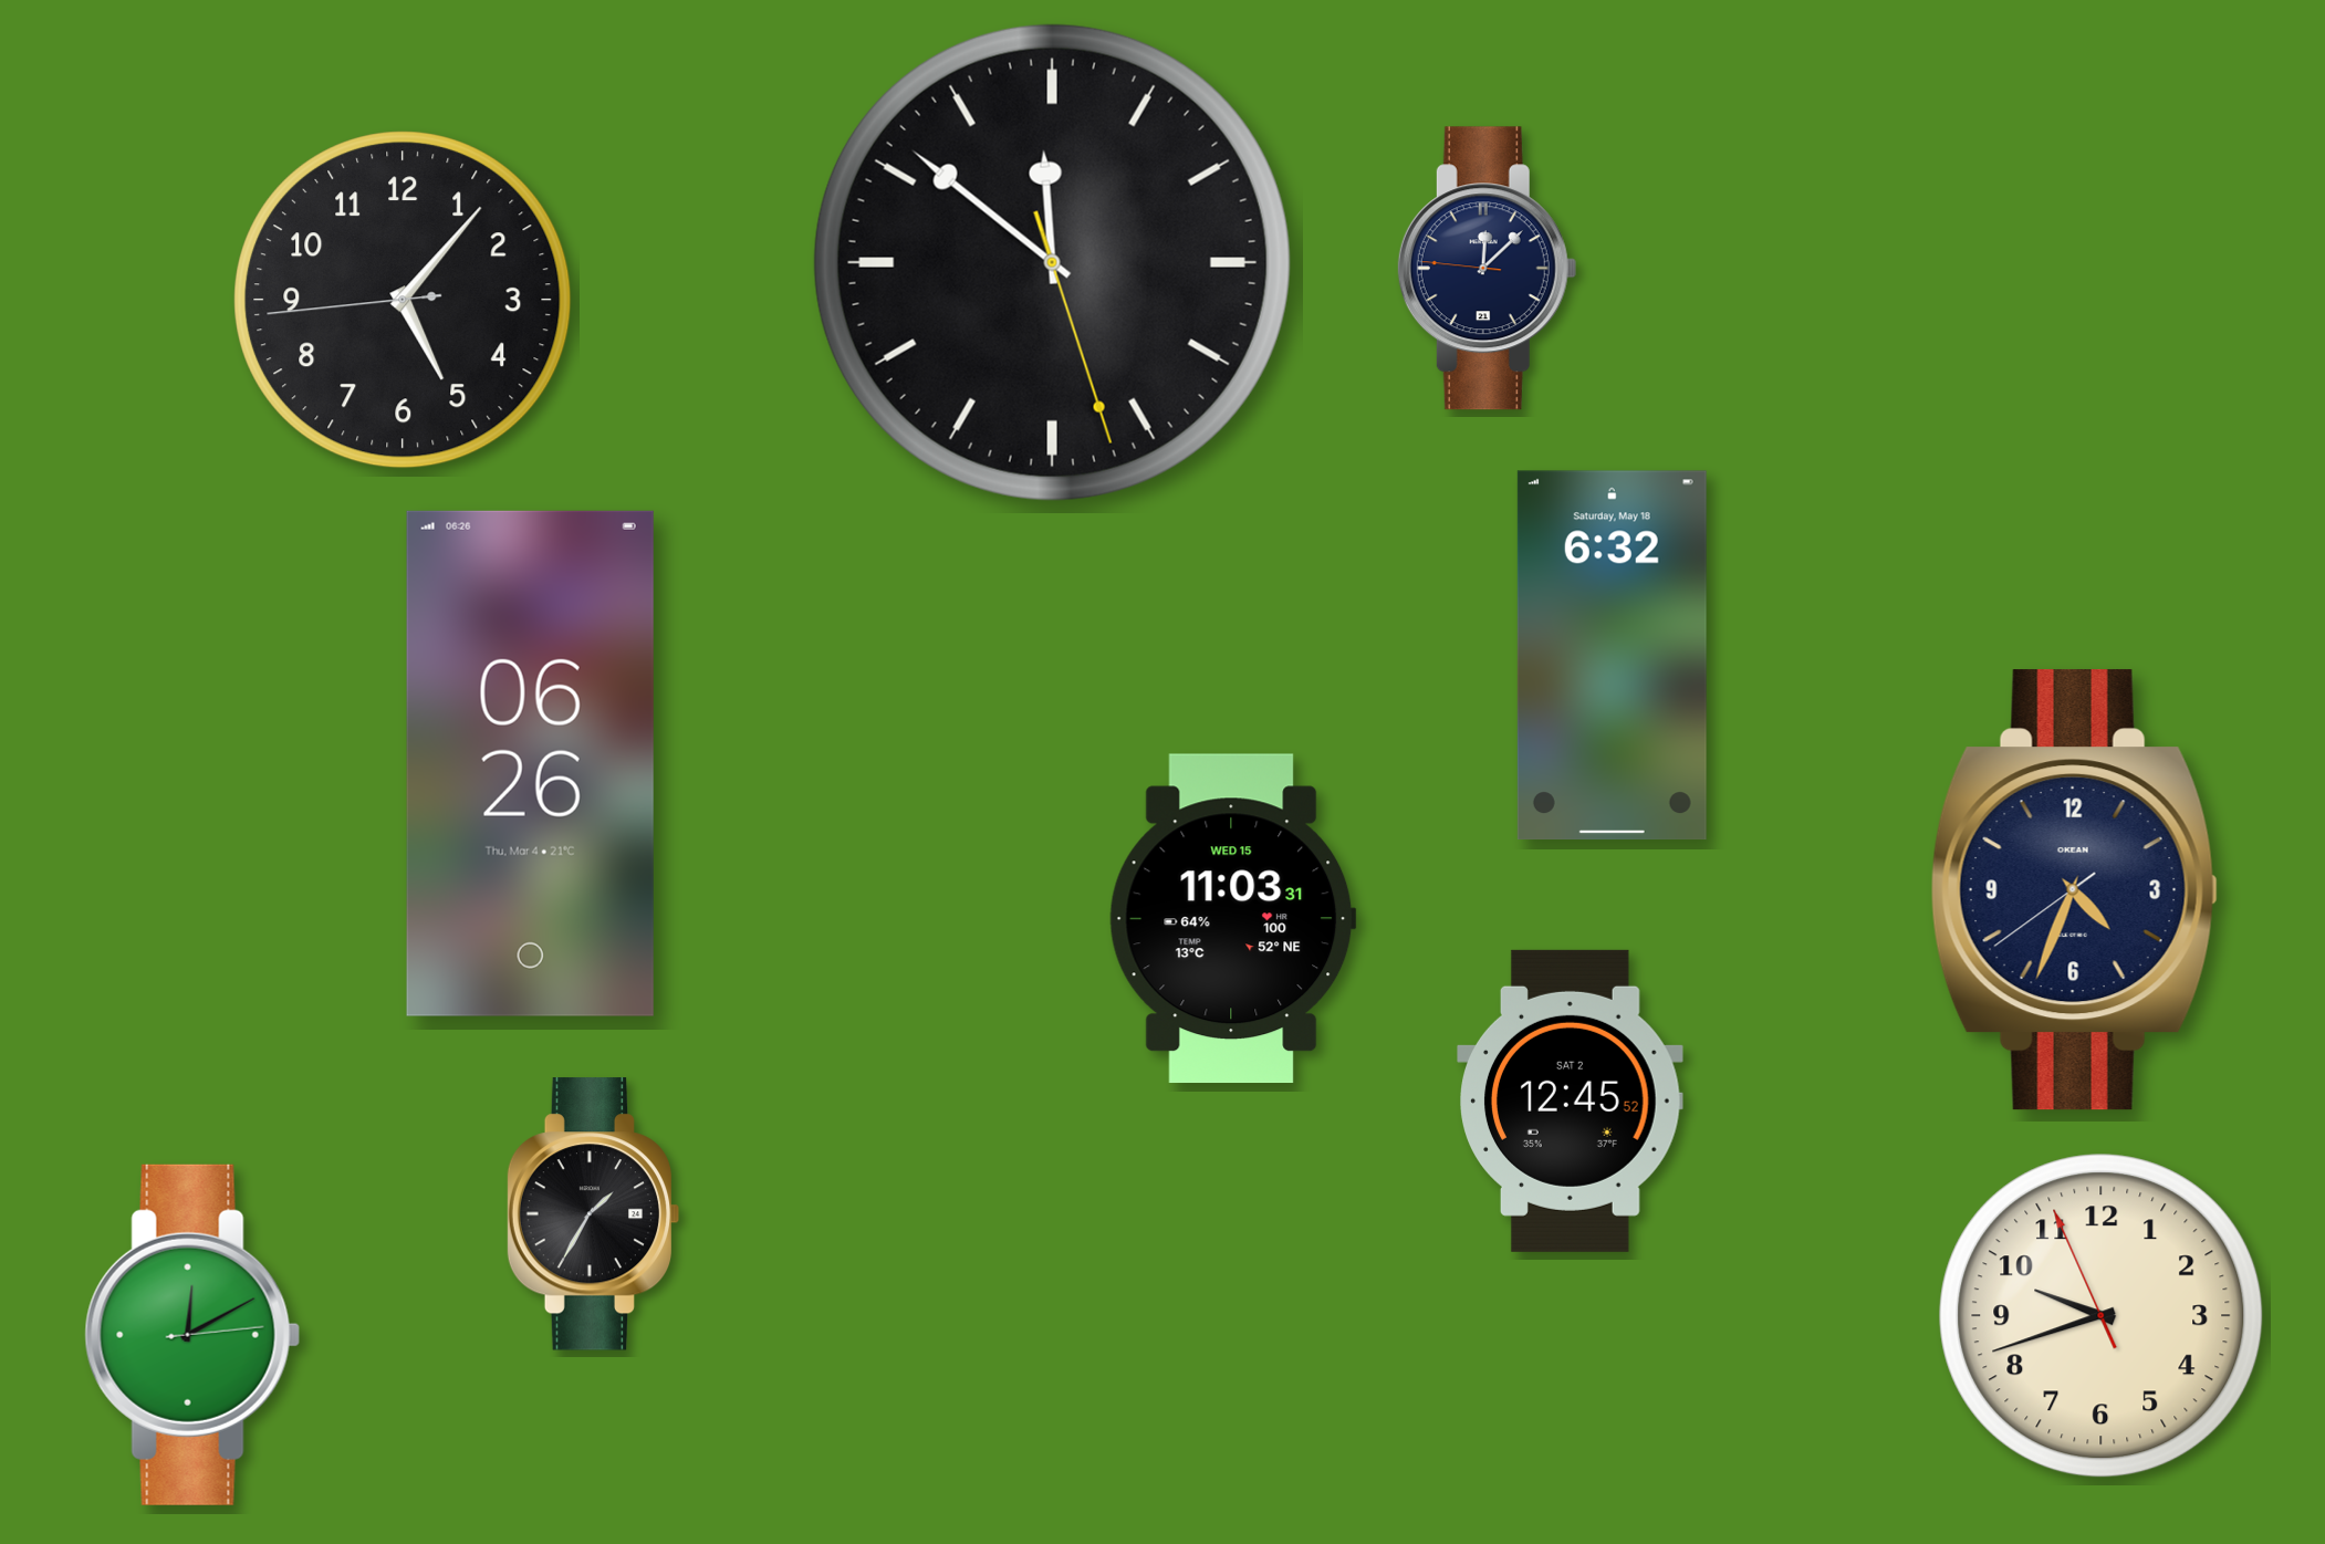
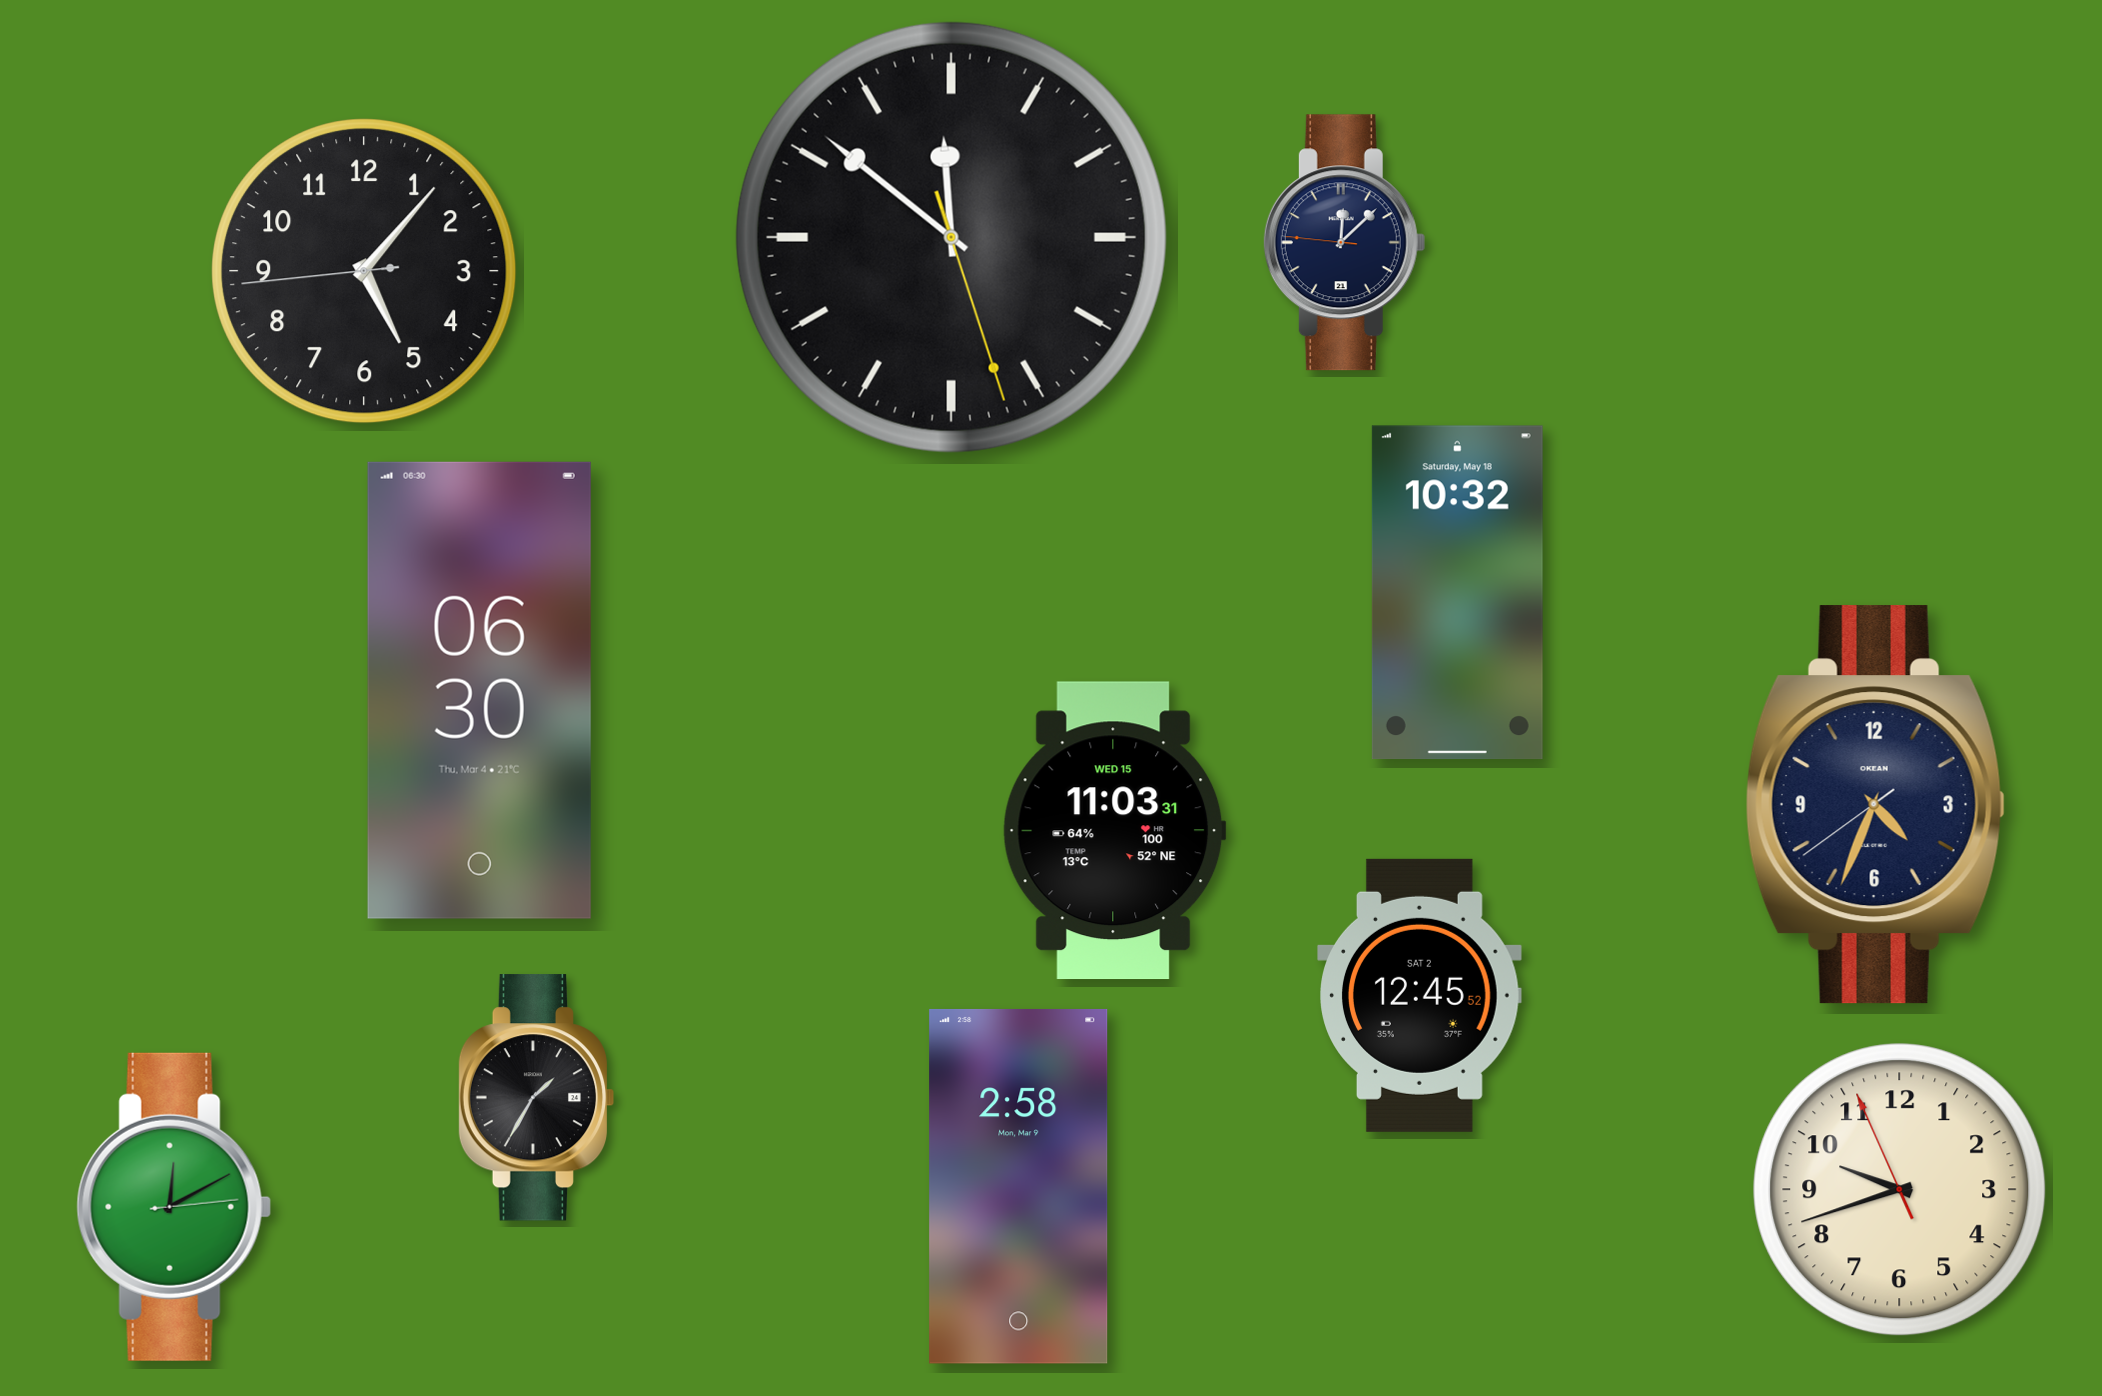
clock at (1612, 656): 6:32 -> 10:32
clock at (530, 763): 06:26 -> 06:30
clock at (1019, 1186): none -> 2:58
